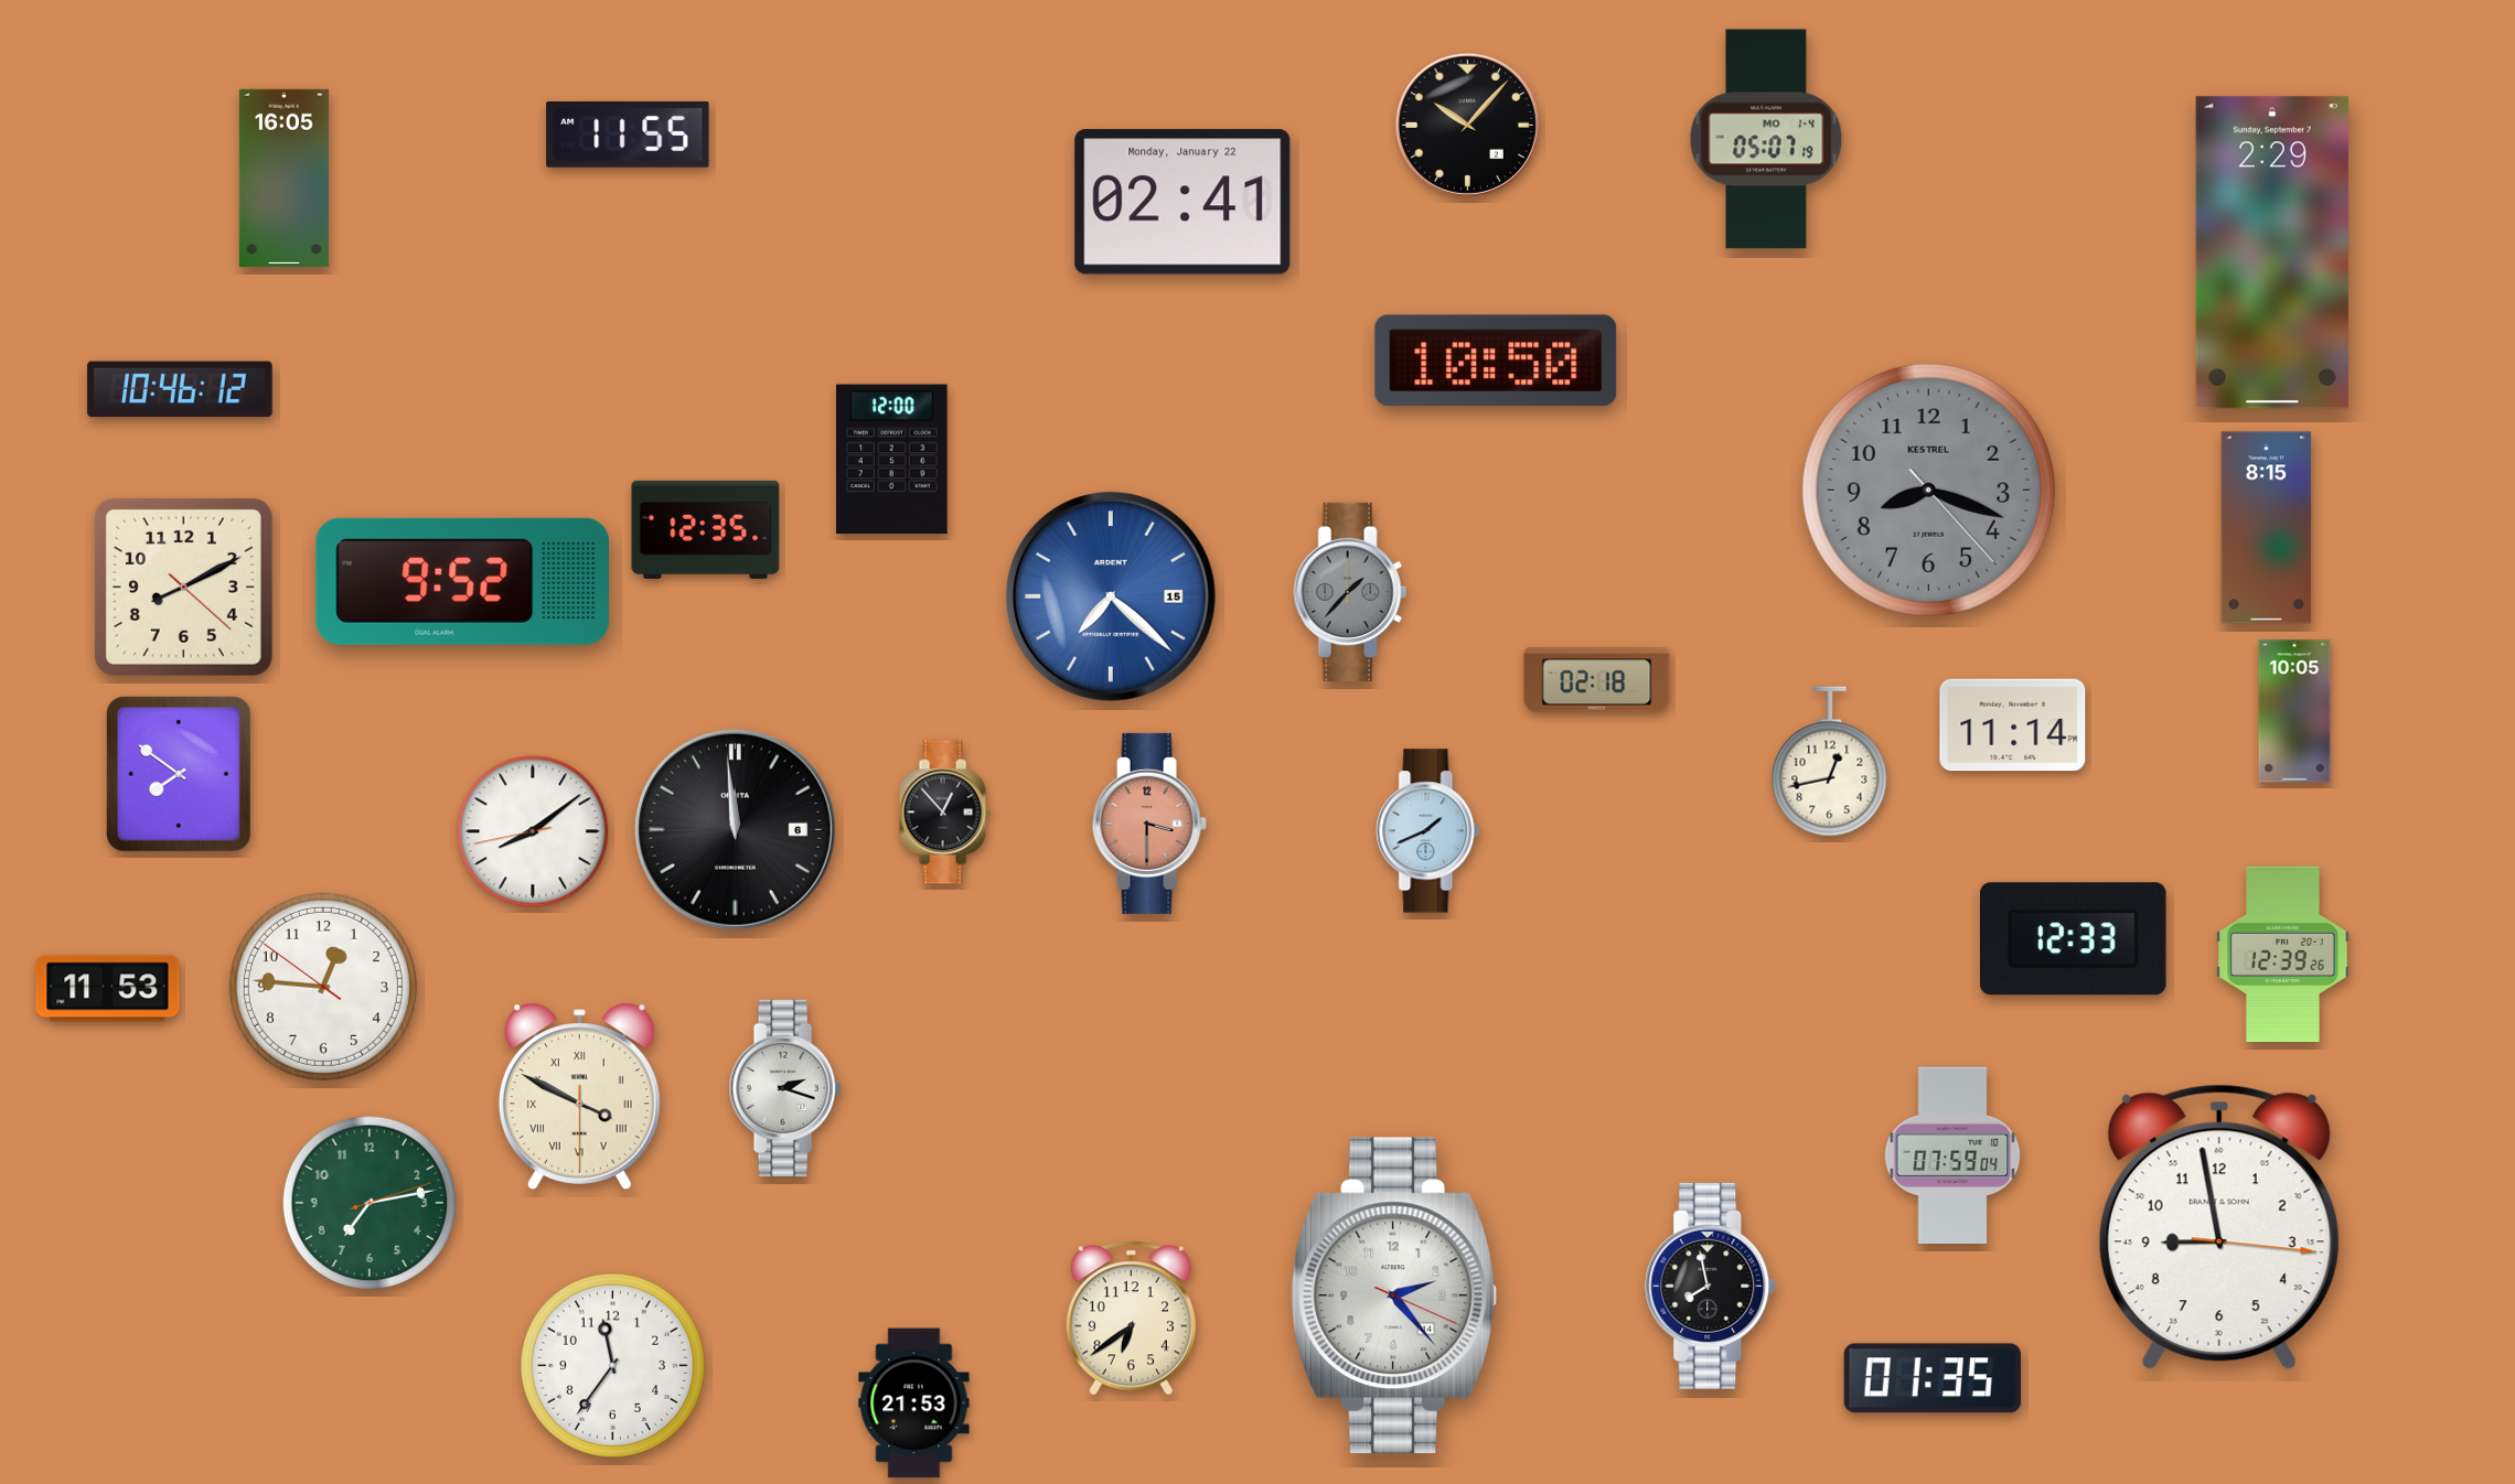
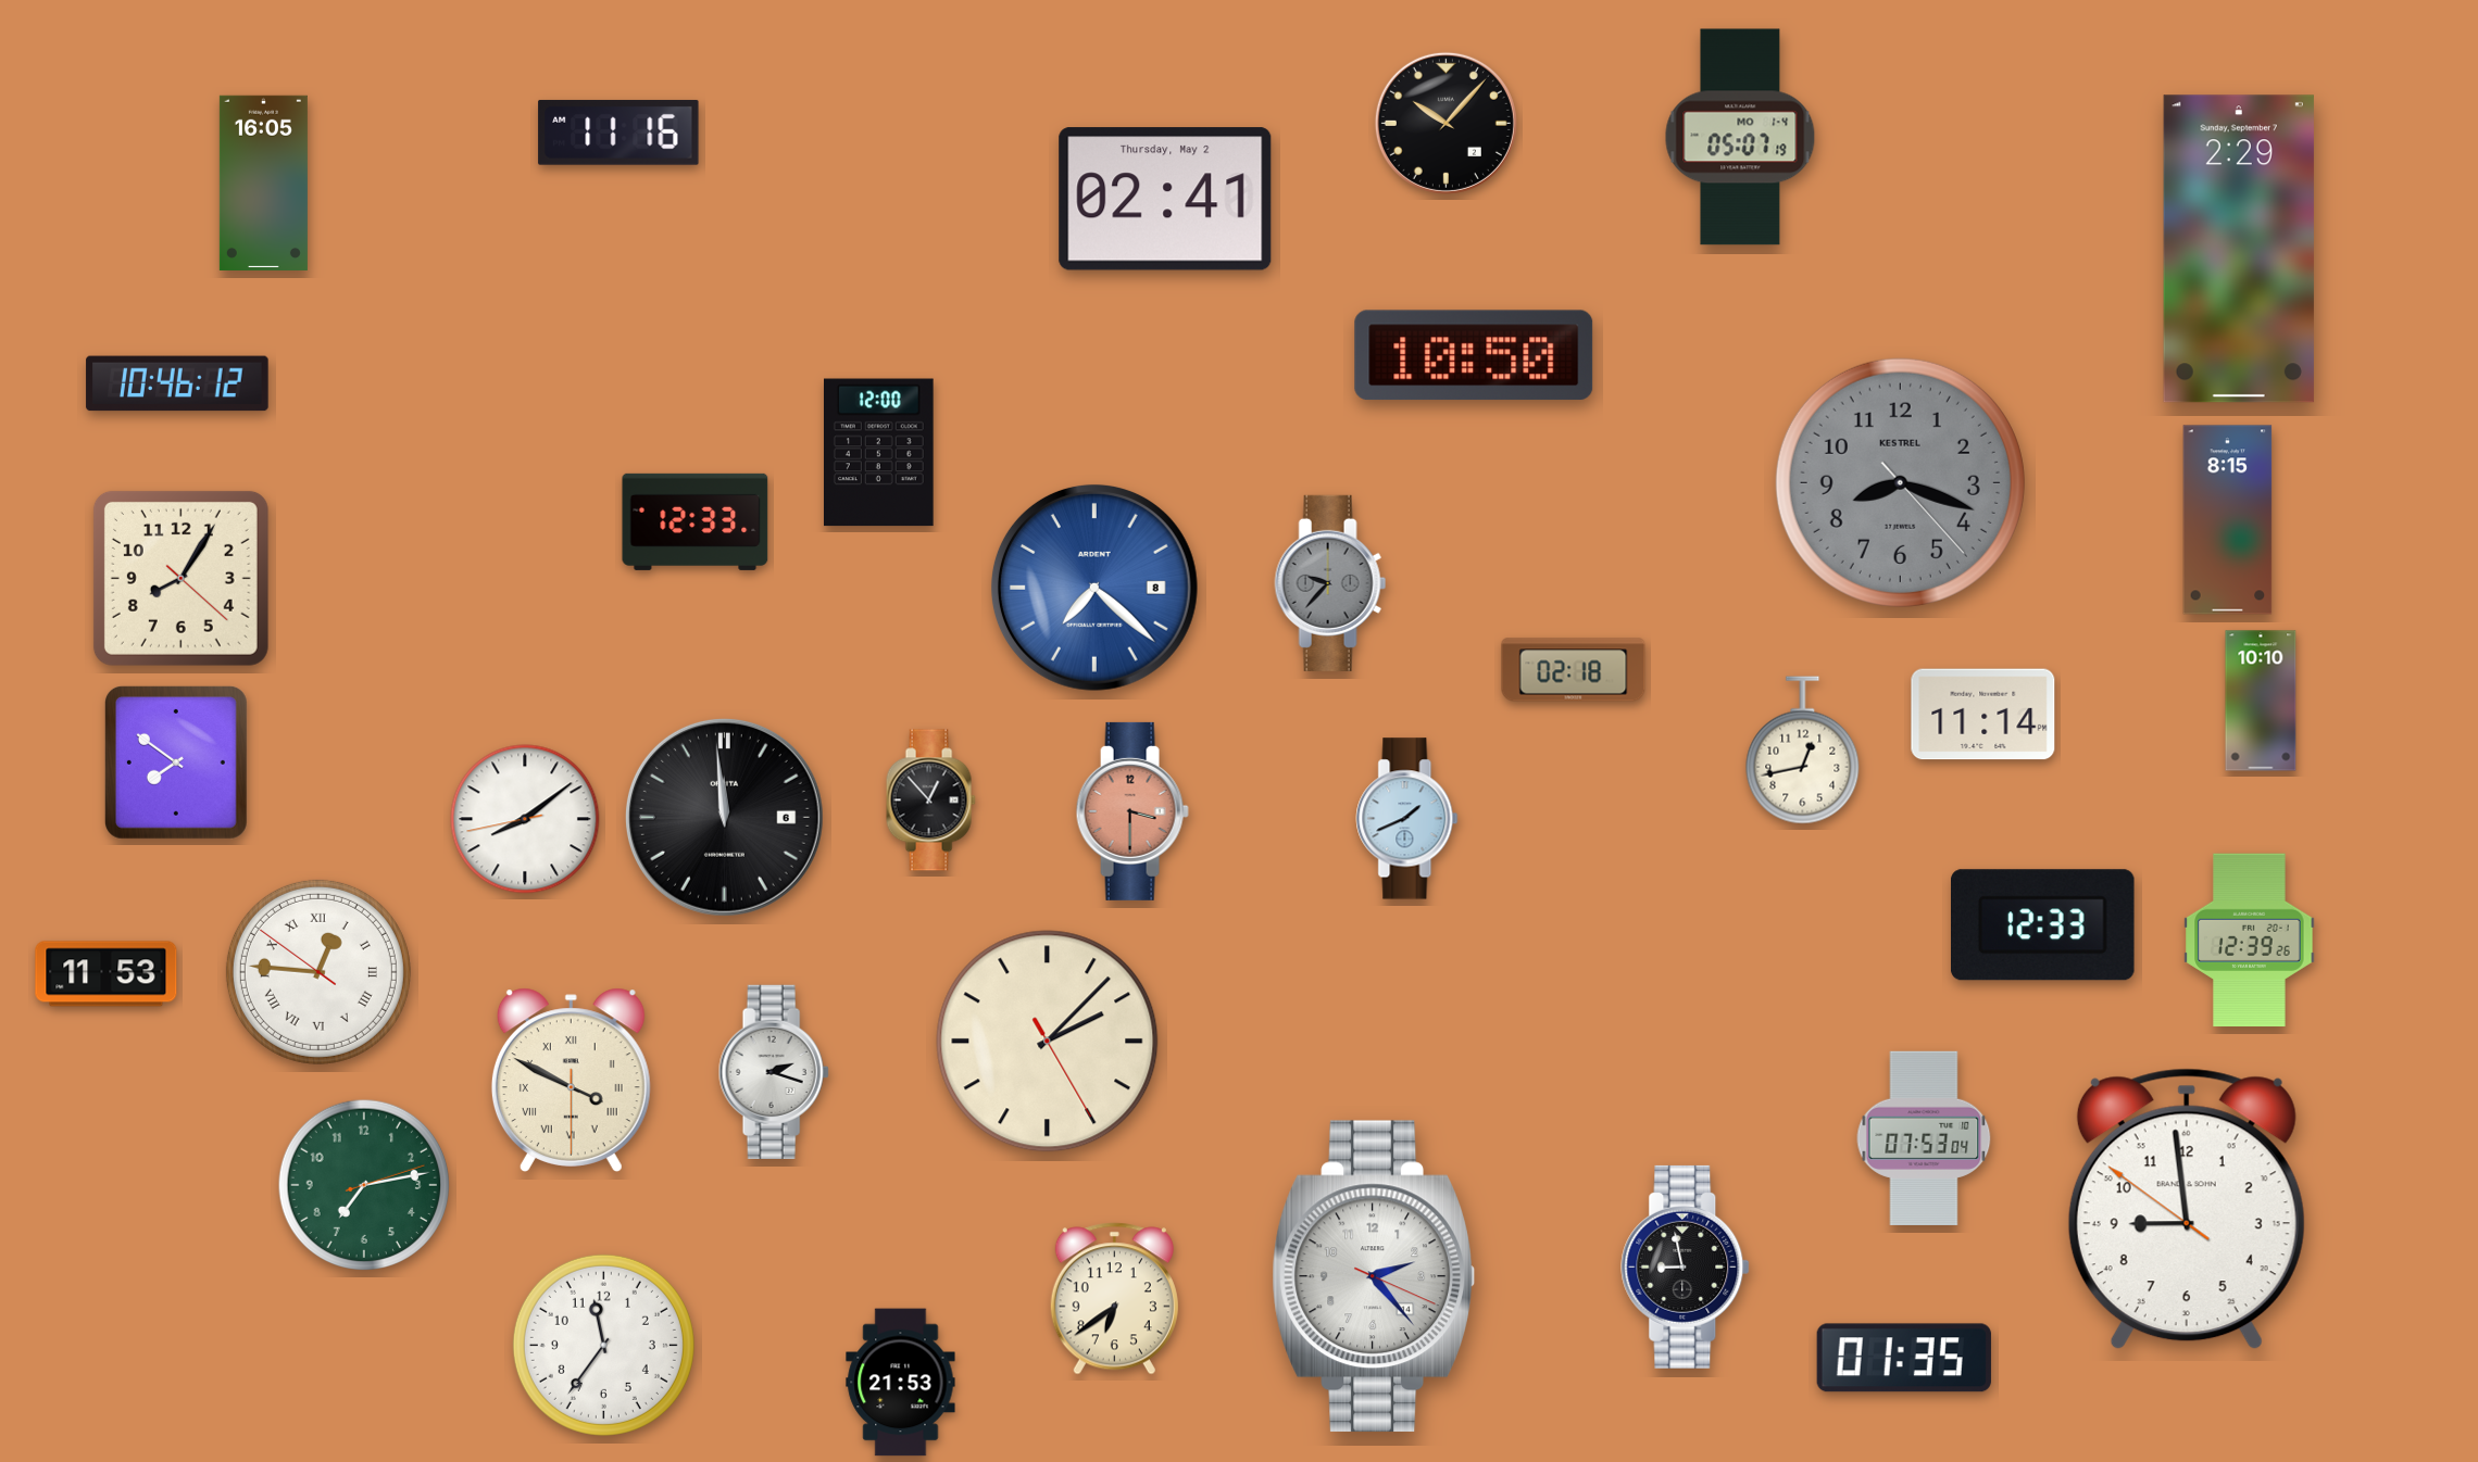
clock at (628, 135): 11:55 -> 11:16
clock at (283, 178) position: (283, 178) -> (263, 182)
clock at (1182, 202) date: Monday, January 22 -> Thursday, May 2
clock at (2267, 528) position: (2267, 528) -> (2228, 520)
clock at (706, 529): 12:35 -> 12:33
clock at (462, 581): 9:52 -> none
clock at (183, 587): 8:10 -> 8:05
clock at (1350, 592): 1:37 -> 9:37
clock at (1111, 596) date: 15 -> 8
clock at (2294, 711): 10:05 -> 10:10
clock at (323, 987) numerals: Arabic -> Roman
clock at (1048, 1042): none -> 2:07
clock at (1952, 1154): 07:59 -> 07:53
clock at (2219, 1227): 8:58:16 -> 8:58:51
clock at (1711, 1286): 7:58 -> 8:58
